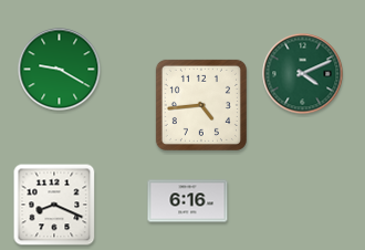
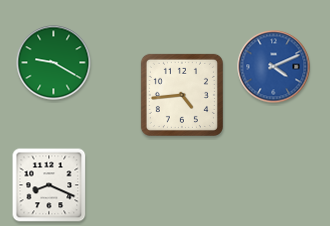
clock at (303, 74) dial: green -> blue
clock at (188, 201): 6:16 -> none
